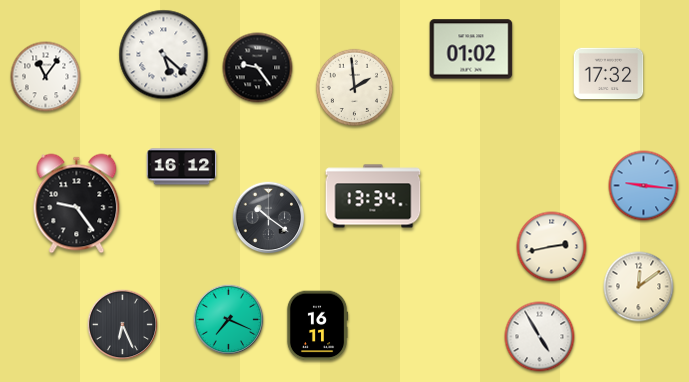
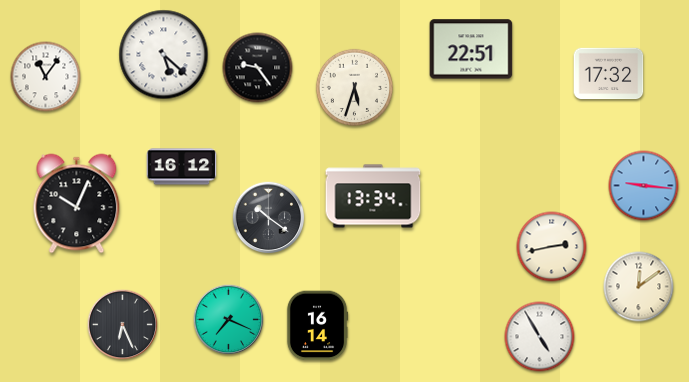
clock at (471, 49): 01:02 -> 22:51
clock at (354, 87): 1:59 -> 5:33
clock at (77, 204): 9:24 -> 10:04
clock at (317, 326): 16:11 -> 16:14
